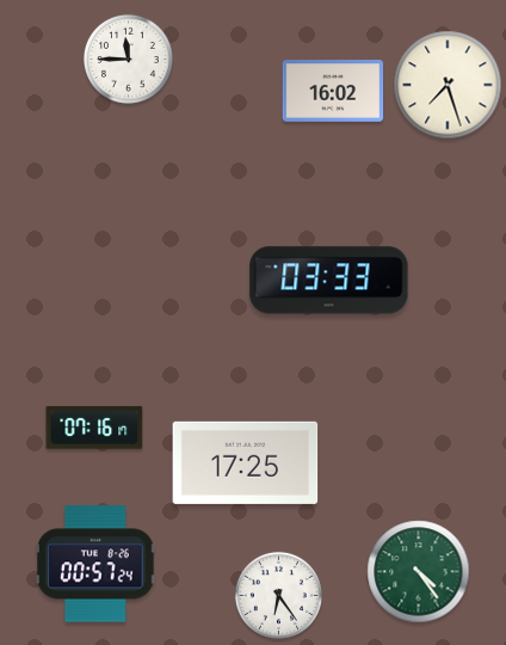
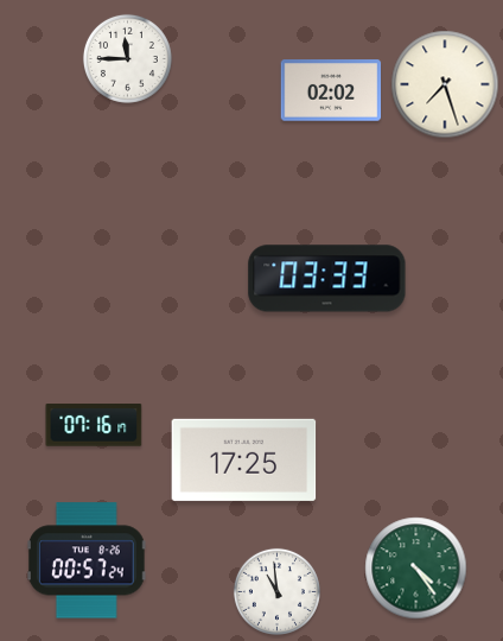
clock at (333, 91): 16:02 -> 02:02
clock at (95, 564) position: (95, 564) -> (87, 560)
clock at (278, 595): 6:24 -> 10:59
